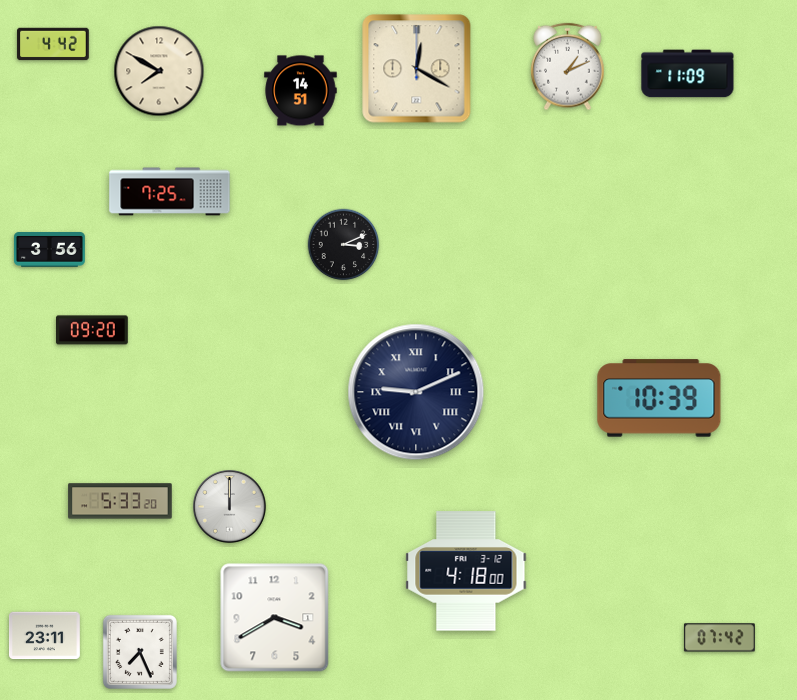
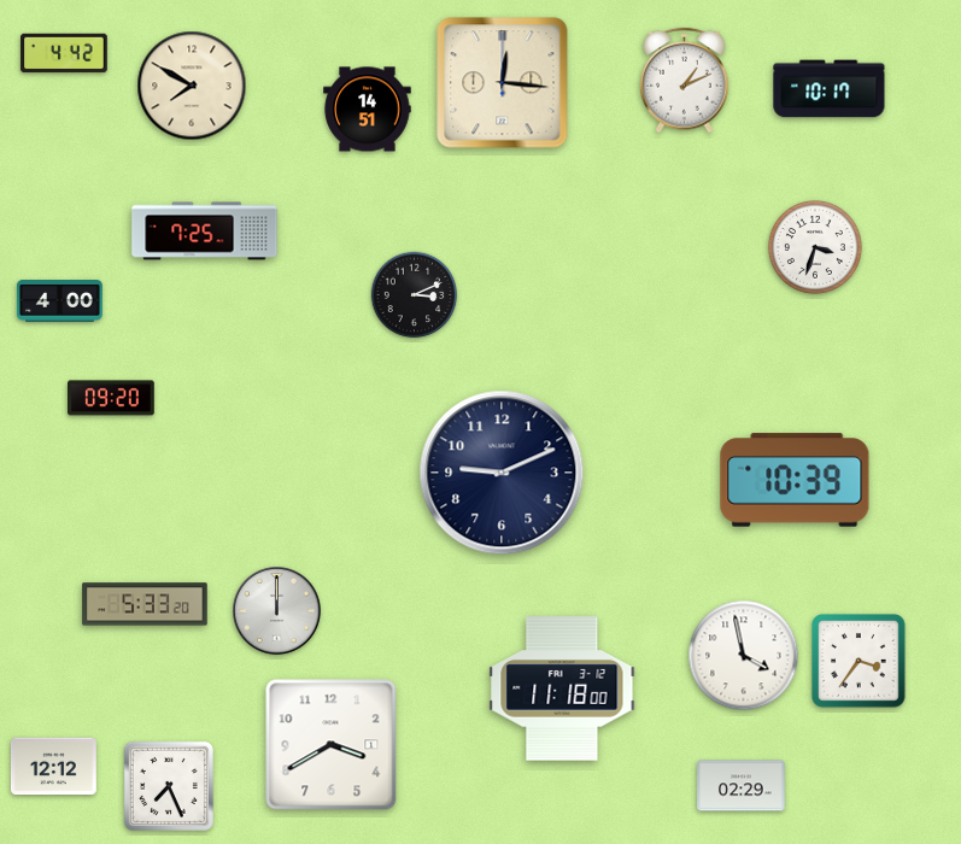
clock at (417, 69): 12:20 -> 12:16
clock at (688, 74): 11:09 -> 10:17
clock at (301, 91) position: (301, 91) -> (368, 110)
clock at (815, 247): none -> 3:33
clock at (49, 250): 3:56 -> 4:00
clock at (416, 392) numerals: Roman -> Arabic
clock at (744, 656): none -> 3:58
clock at (860, 662): none -> 3:36
clock at (466, 571): 4:18 -> 11:18
clock at (44, 636): 23:11 -> 12:12
clock at (719, 638): 07:42 -> none
clock at (742, 786): none -> 02:29
